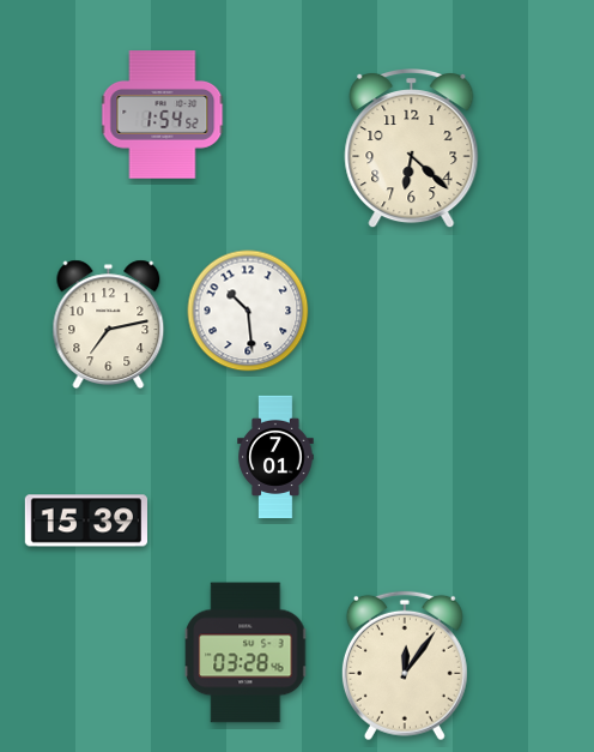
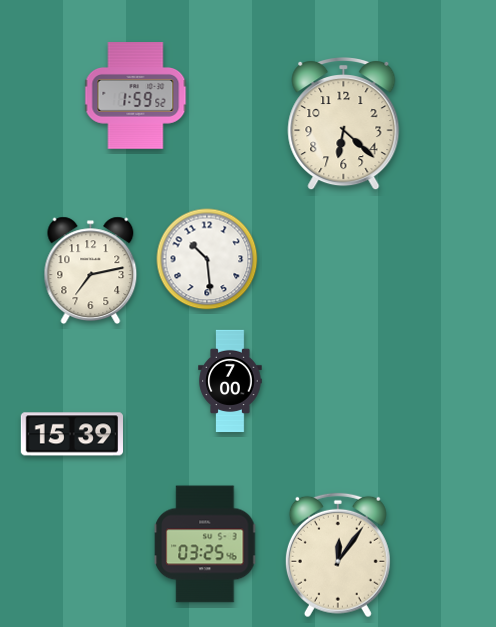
clock at (163, 115): 1:54 -> 1:59
clock at (275, 457): 7:01 -> 7:00
clock at (247, 652): 03:28 -> 03:25
